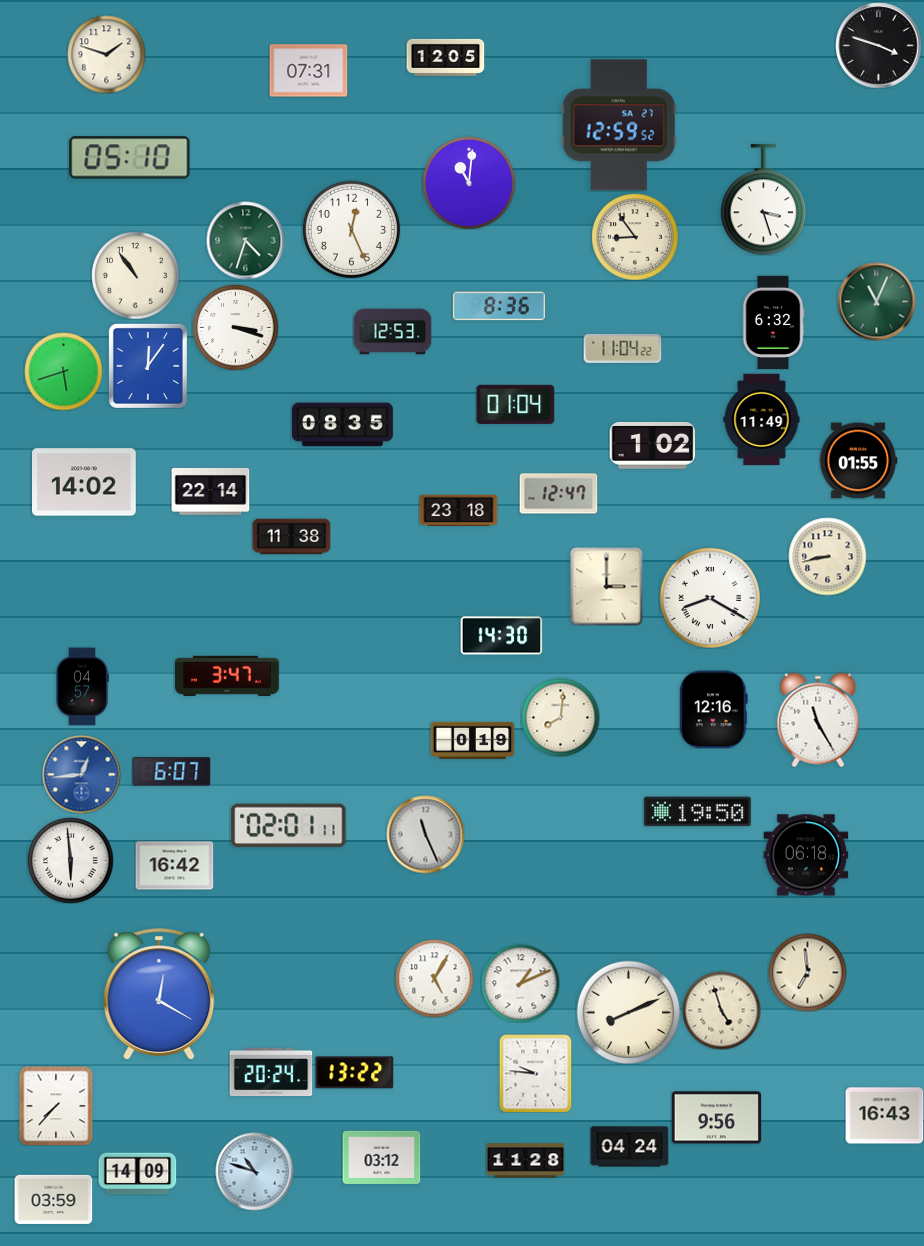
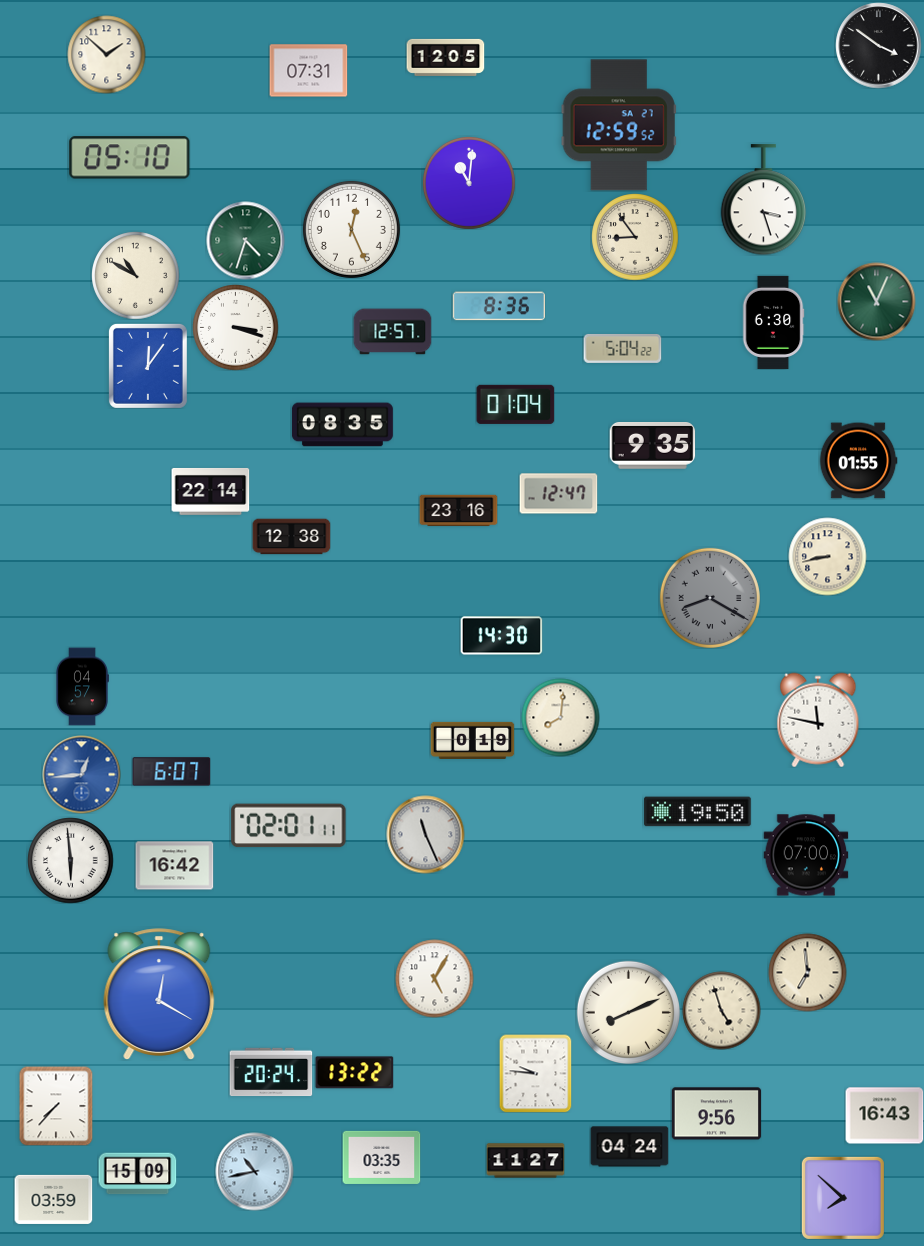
clock at (878, 45): 3:48 -> 3:51
clock at (106, 54): 1:48 -> 1:52
clock at (135, 275): 10:54 -> 10:50
clock at (773, 322): 6:32 -> 6:30
clock at (392, 332): 12:53 -> 12:57
clock at (622, 348): 11:04 -> 5:04
clock at (63, 371): 5:42 -> none
clock at (762, 419): 11:49 -> none
clock at (652, 446): 1:02 -> 9:35
clock at (85, 482): 14:02 -> none
clock at (458, 511): 23:18 -> 23:16
clock at (291, 537): 11:38 -> 12:38
clock at (607, 586): 3:00 -> none
clock at (710, 598) dial: white -> grey
clock at (228, 676): 3:47 -> none
clock at (713, 709): 12:16 -> none
clock at (818, 720): 11:25 -> 11:47
clock at (806, 855): 06:18 -> 07:00
clock at (520, 983): 1:11 -> none
clock at (716, 1118) position: (716, 1118) -> (716, 1114)
clock at (381, 1157): 03:12 -> 03:35
clock at (525, 1161): 11:28 -> 11:27
clock at (254, 1171): 10:48 -> 10:43
clock at (137, 1174): 14:09 -> 15:09
clock at (843, 1198): none -> 7:52
